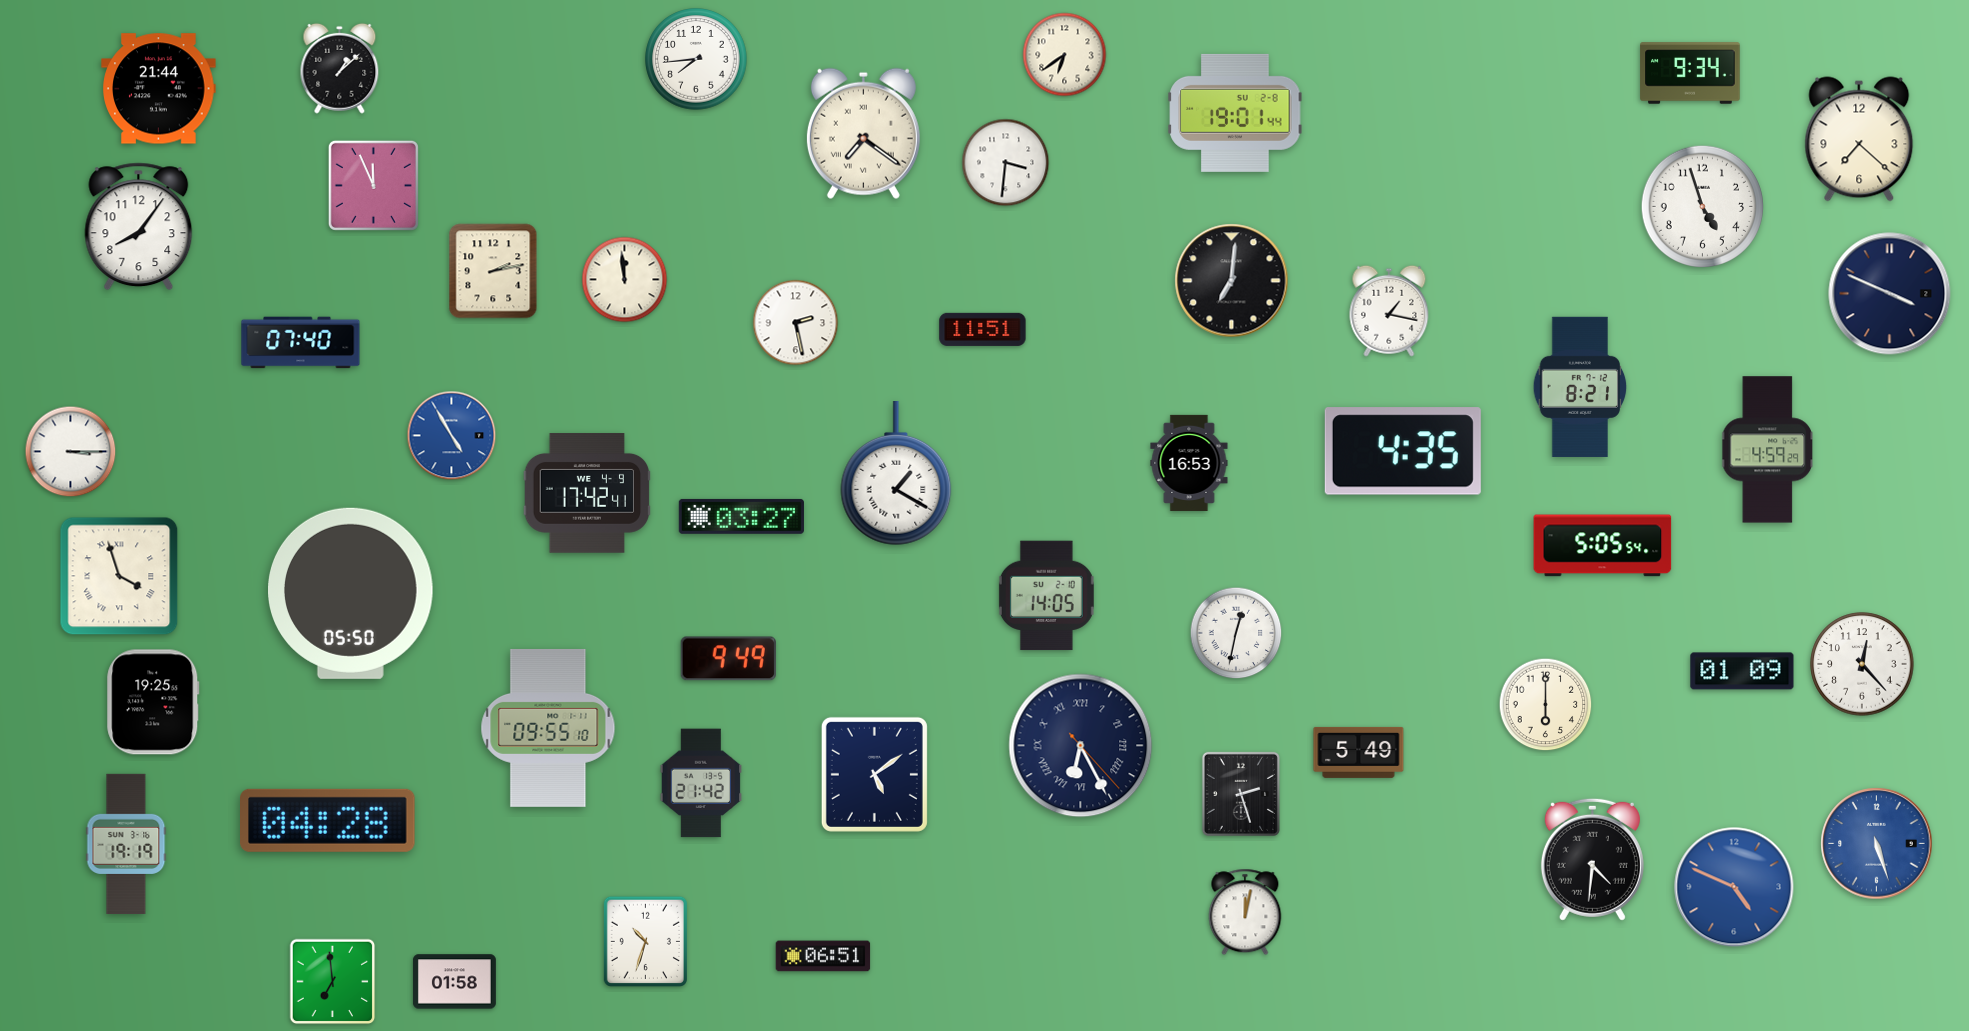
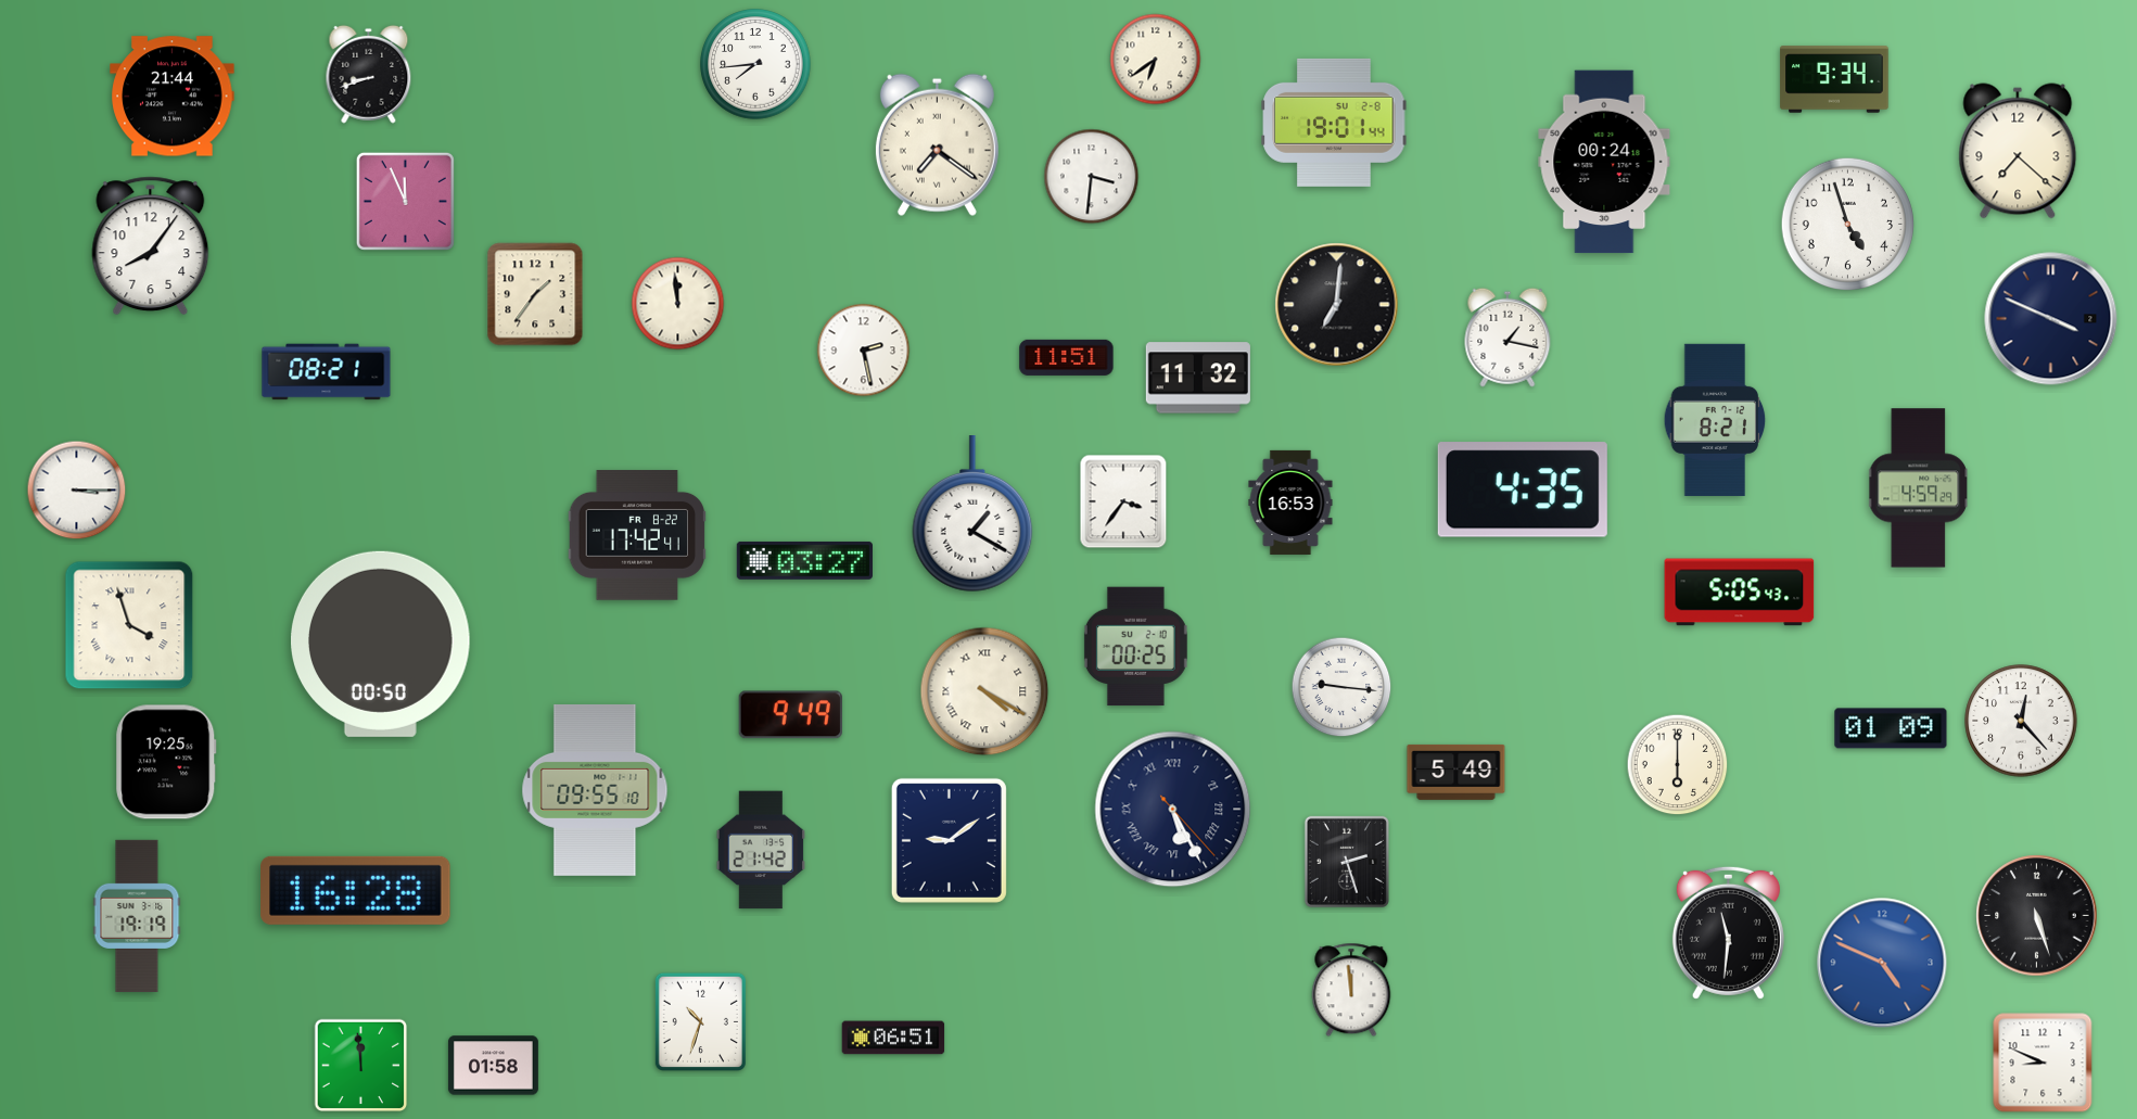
clock at (340, 68): 1:08 -> 8:42
clock at (1235, 113) position: (1235, 113) -> (1334, 123)
clock at (1604, 162): none -> 00:24
clock at (493, 271): 2:13 -> 1:36
clock at (301, 343): 07:40 -> 08:21
clock at (1198, 378): none -> 11:32
clock at (452, 436): 4:55 -> none
clock at (1123, 501): none -> 3:36
clock at (587, 493) date: WE 4-9 -> FR 8-22
clock at (1603, 546): 5:05:54 -> 5:05:43
clock at (351, 593): 05:50 -> 00:50
clock at (1046, 596): 14:05 -> 00:25
clock at (1236, 633): 12:32 -> 9:16
clock at (984, 691): none -> 4:20
clock at (1081, 746): 6:25 -> 5:25
clock at (1359, 752) position: (1359, 752) -> (1457, 772)
clock at (874, 774): 5:09 -> 9:09
clock at (328, 820): 04:28 -> 16:28
clock at (1877, 844) dial: blue -> black
clock at (1592, 859): 4:31 -> 11:31
clock at (1245, 912): 12:02 -> 11:59
clock at (2043, 1063): none -> 8:49
clock at (333, 982): 6:59 -> 11:59
